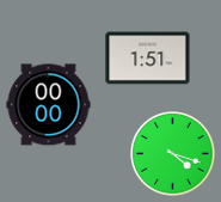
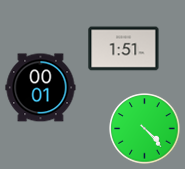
clock at (49, 105): 00:00 -> 00:01
clock at (173, 154): 4:18 -> 4:23
